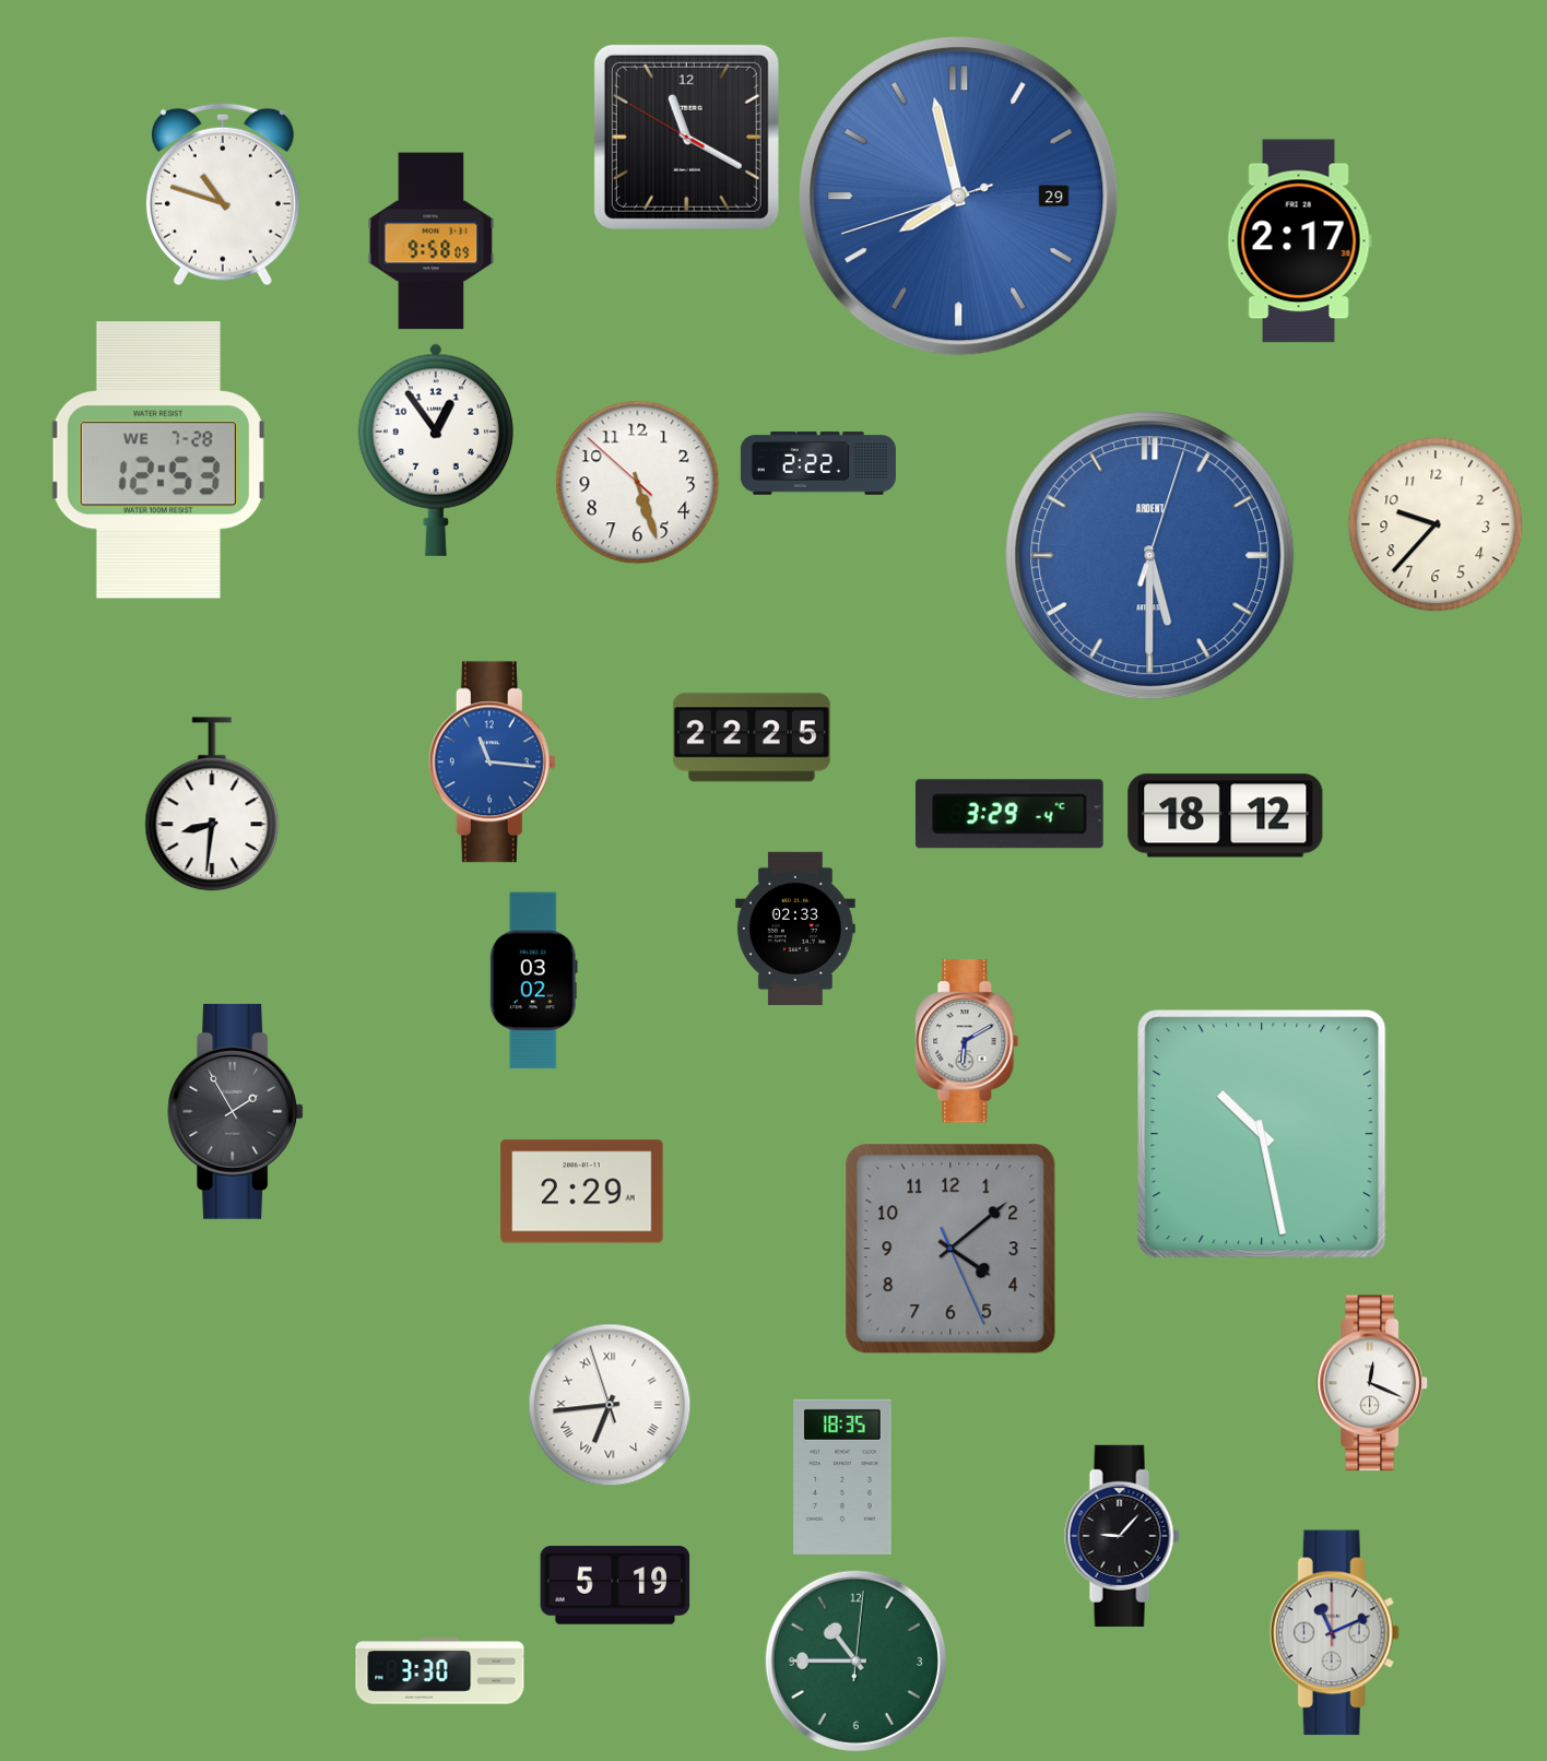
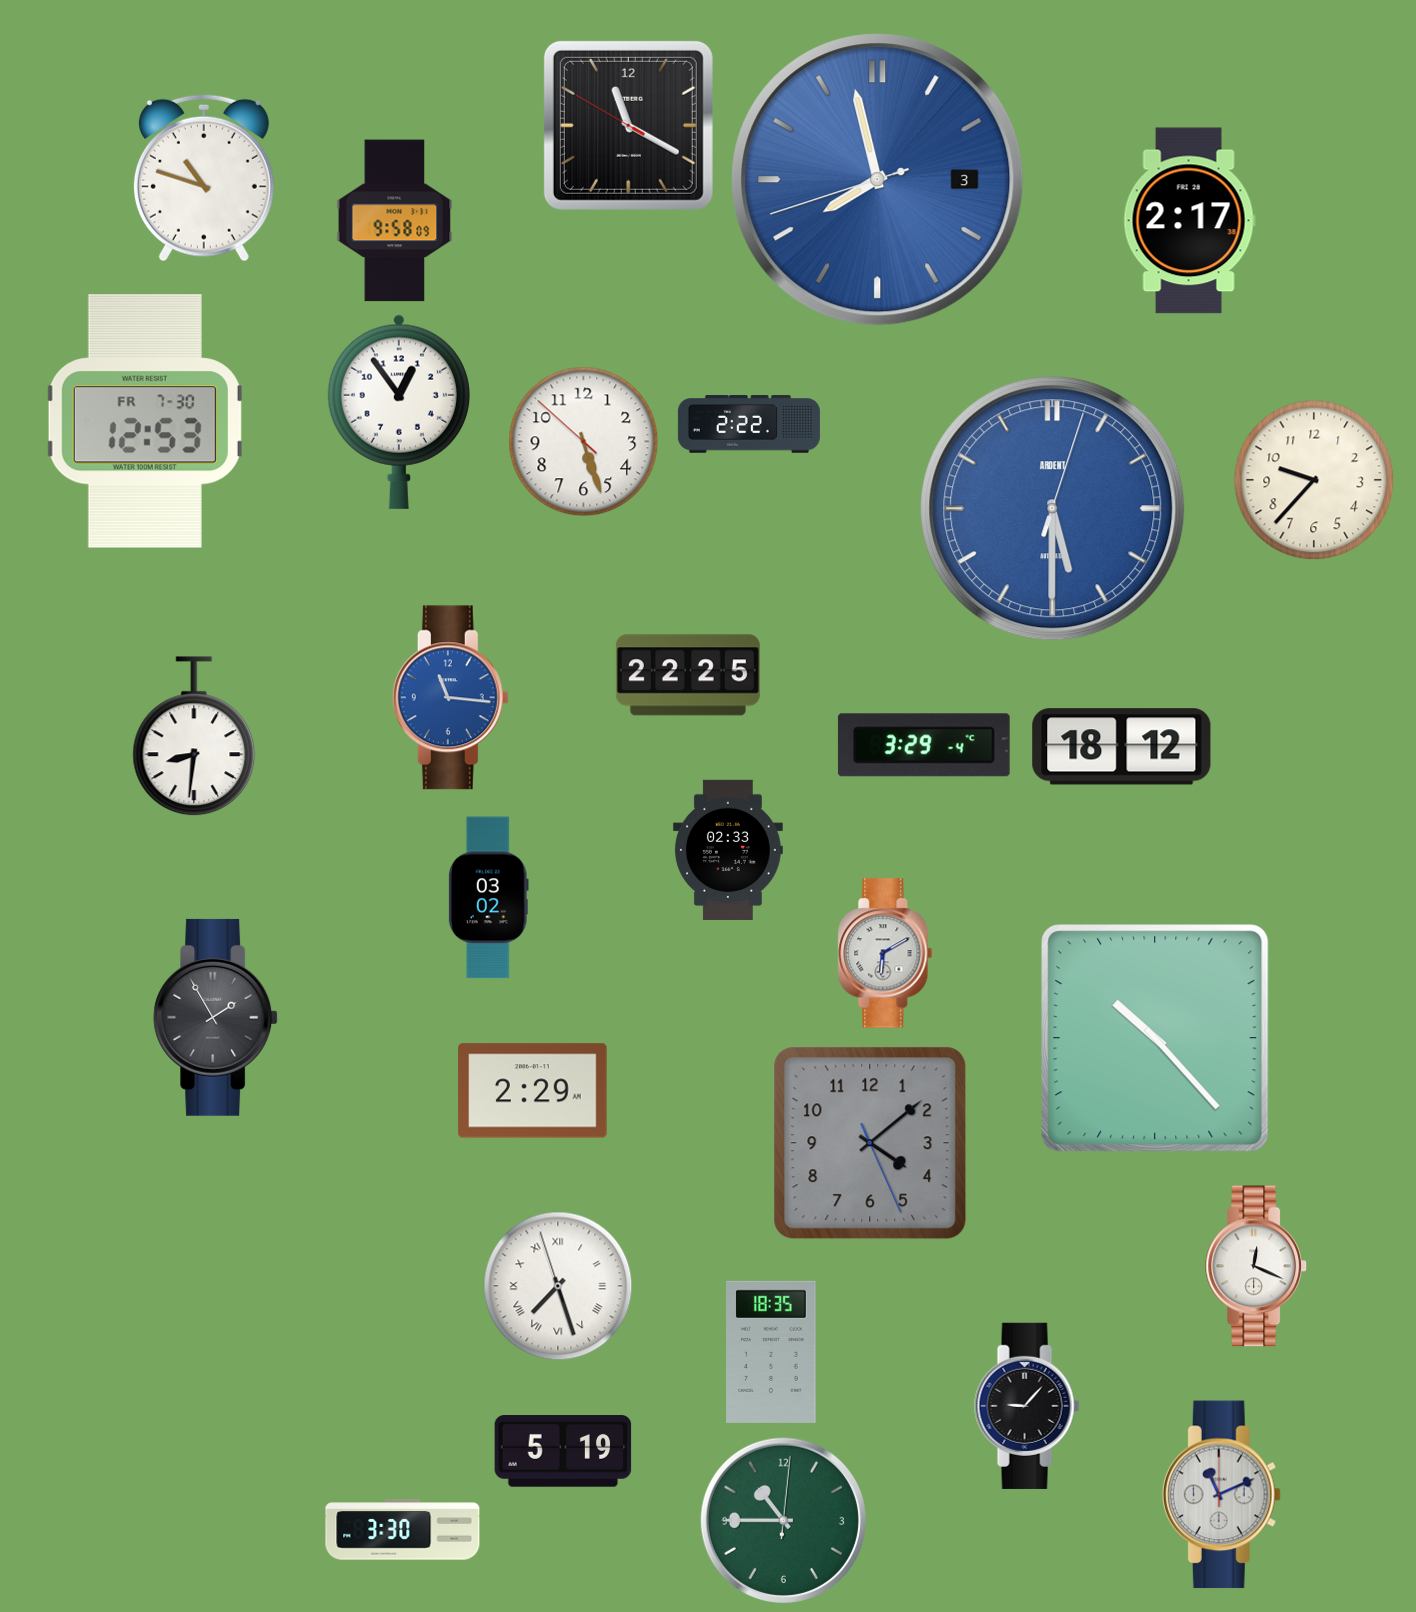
clock at (959, 197) date: 29 -> 3
clock at (158, 460) date: WE 7-28 -> FR 7-30
clock at (1262, 1134): 10:28 -> 10:23
clock at (610, 1405): 6:43 -> 7:26
